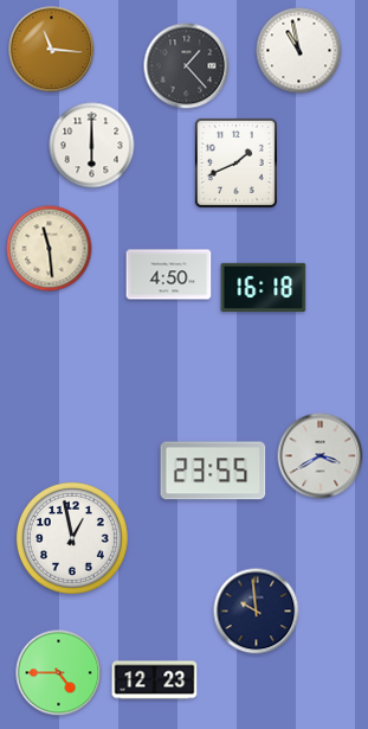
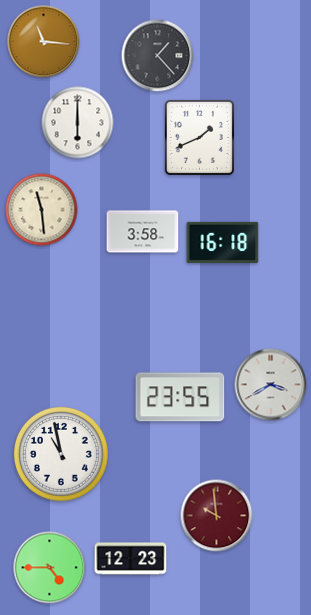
clock at (299, 51): 10:58 -> none
clock at (169, 275): 4:50 -> 3:58
clock at (72, 538): 12:58 -> 10:58
clock at (257, 612) dial: navy -> burgundy
clock at (155, 680) position: (155, 680) -> (131, 559)
